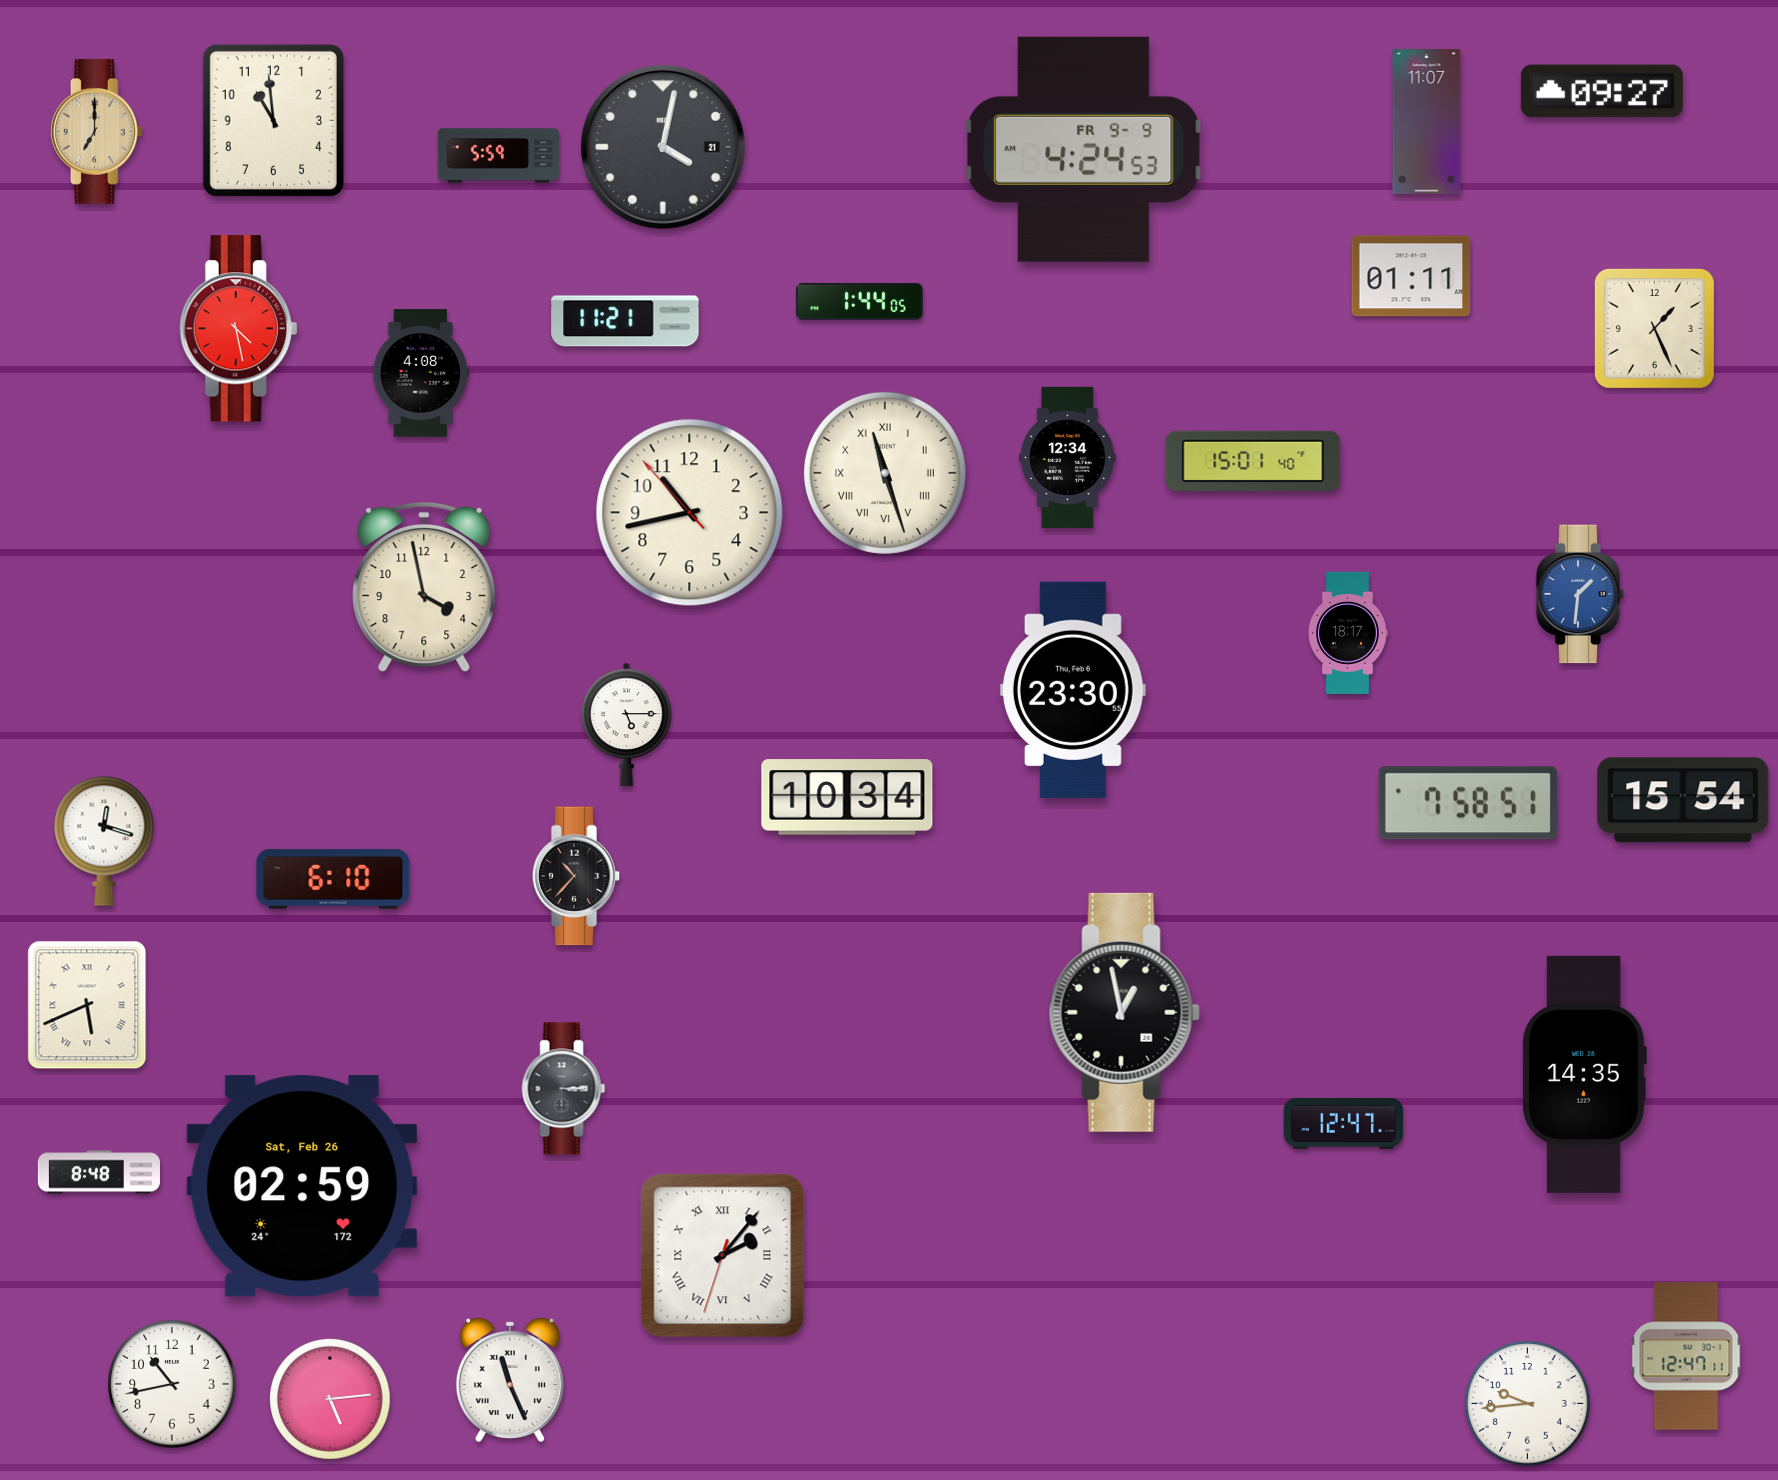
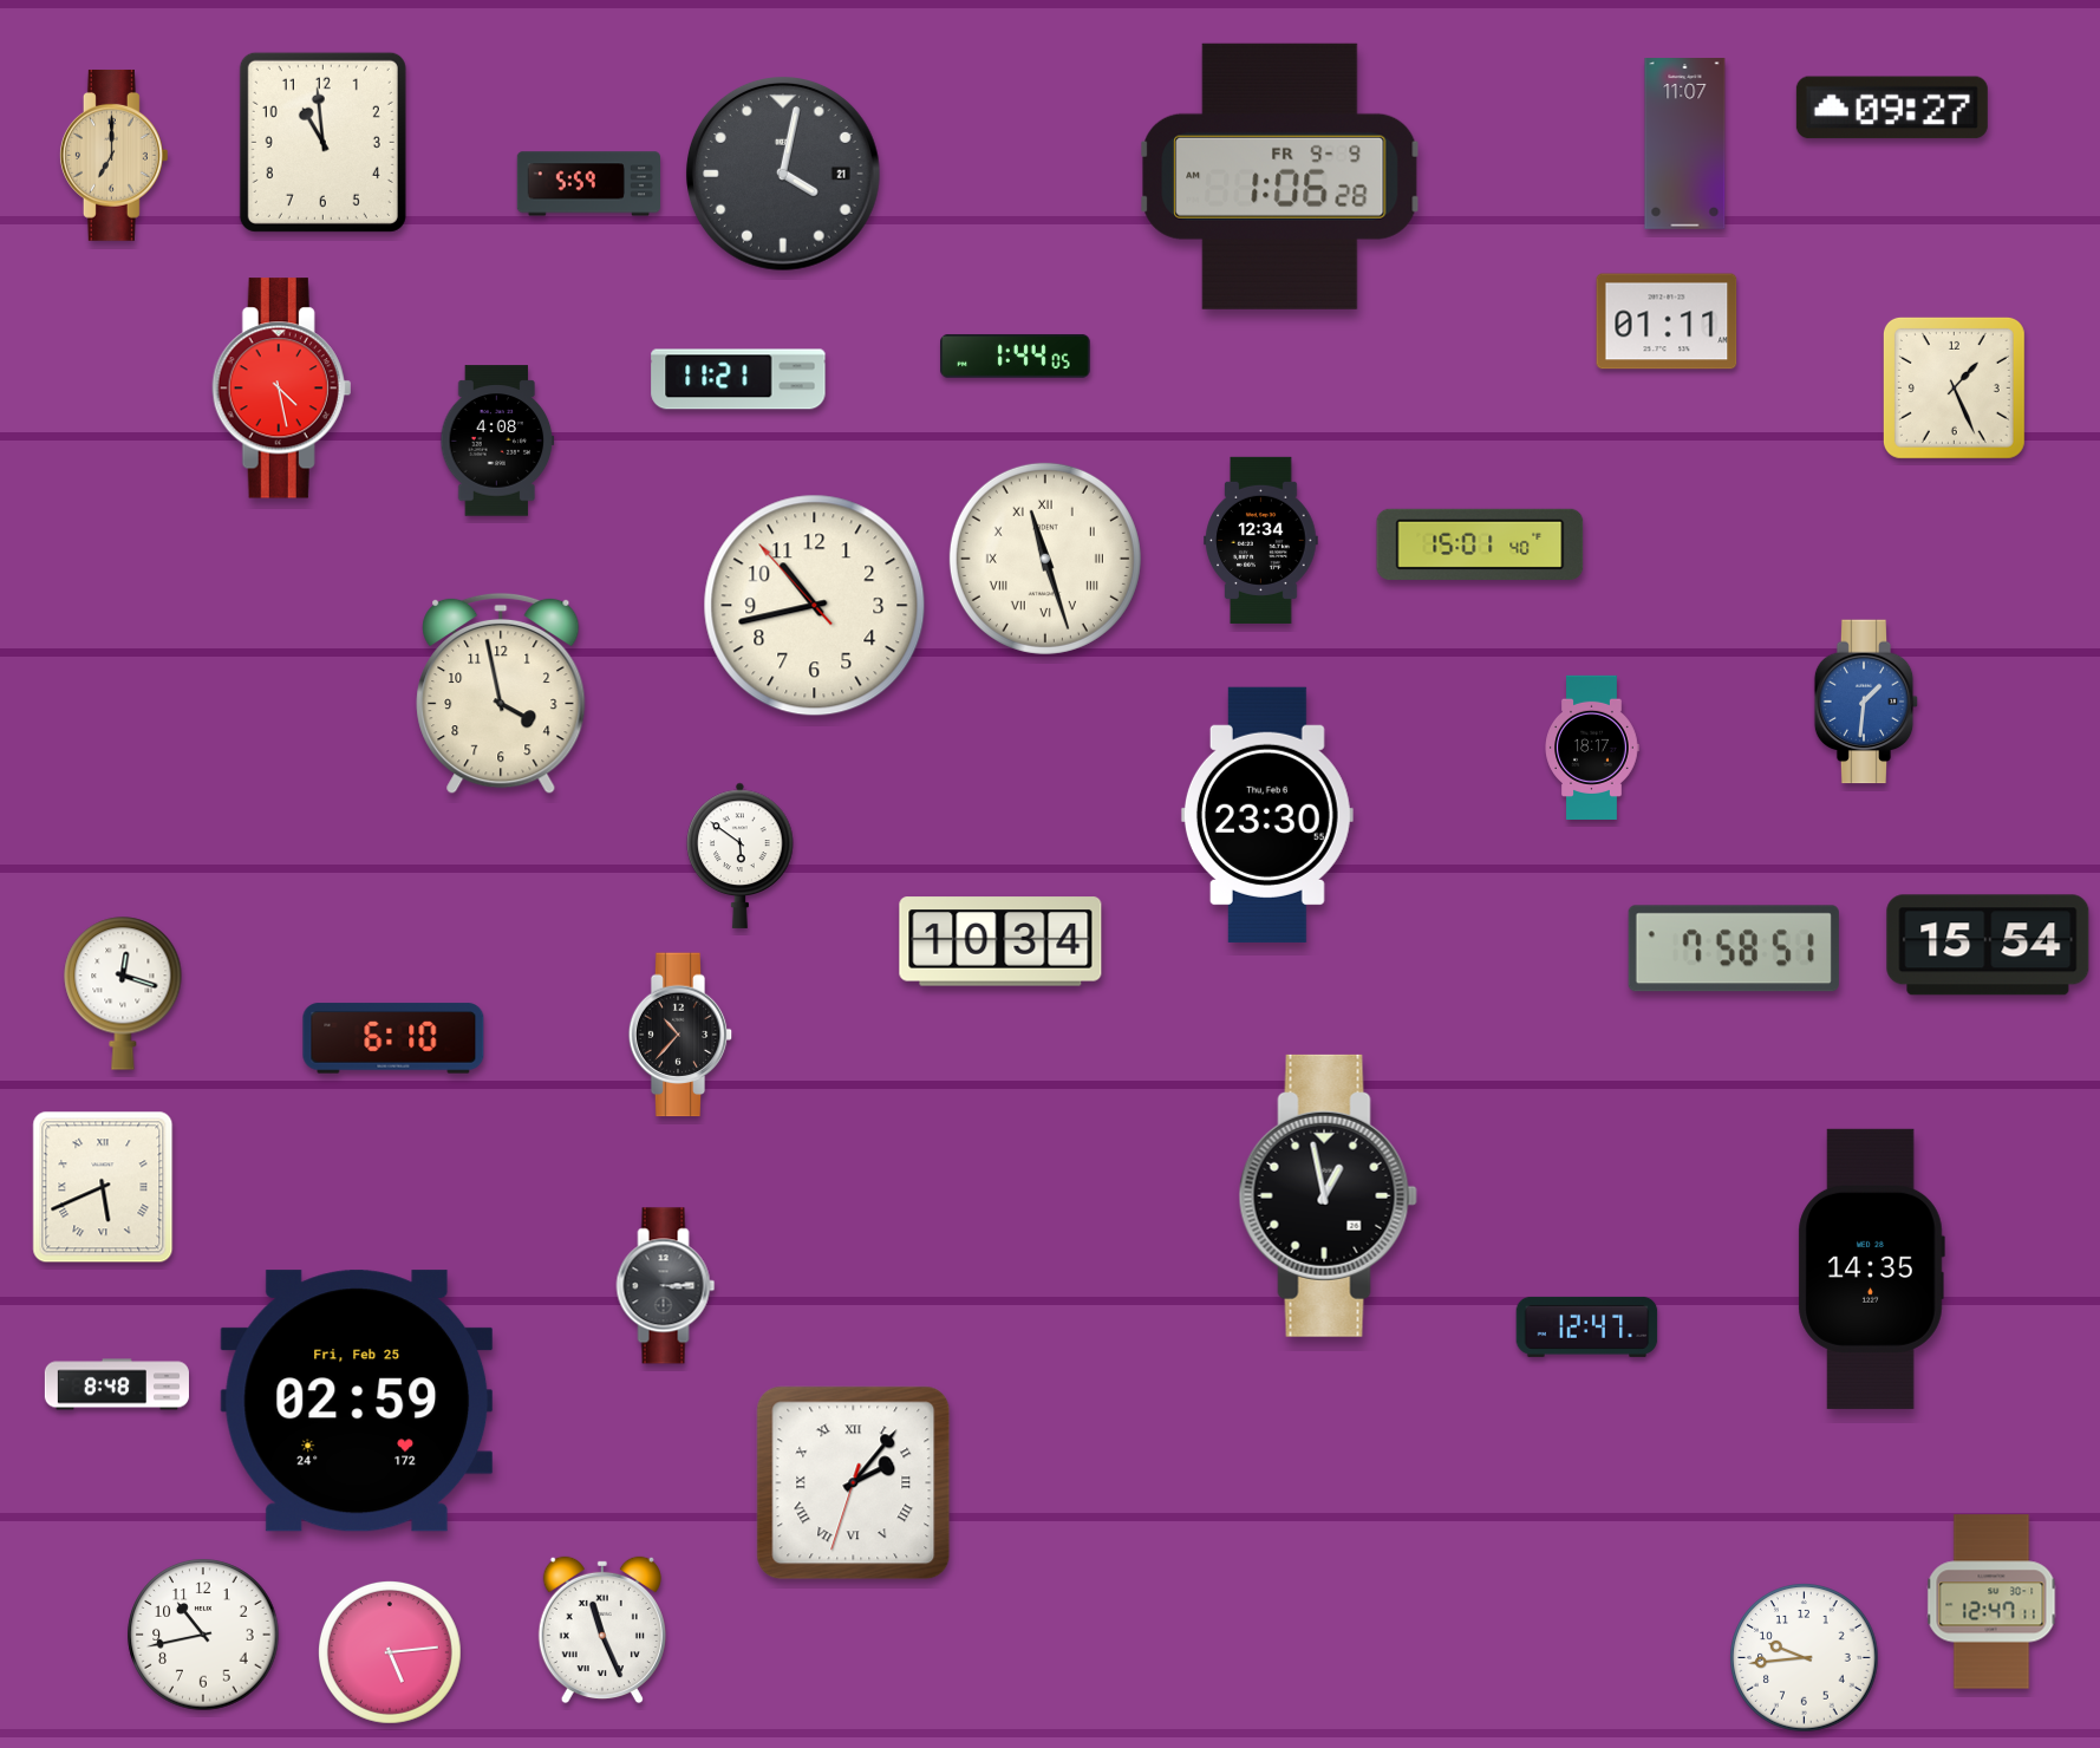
clock at (1084, 149): 4:24 -> 1:06
clock at (1411, 276) position: (1411, 276) -> (1667, 321)
clock at (627, 724): 5:15 -> 5:51
clock at (302, 1186) date: Sat, Feb 26 -> Fri, Feb 25
